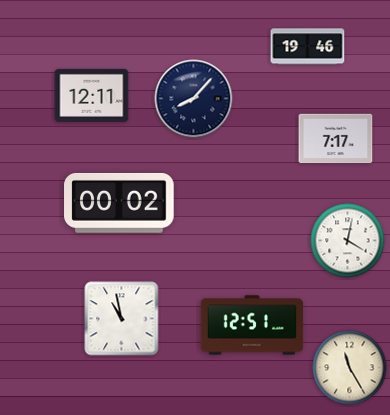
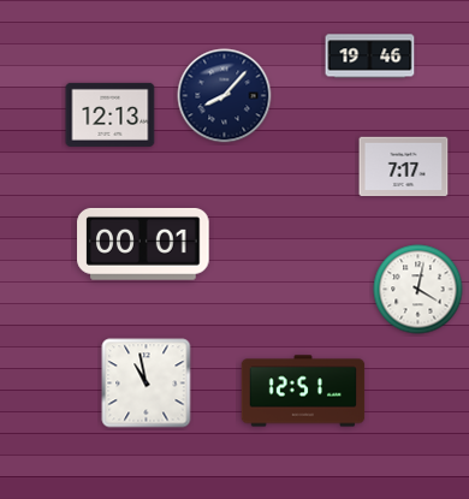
clock at (92, 95): 12:11 -> 12:13
clock at (194, 99) position: (194, 99) -> (225, 96)
clock at (119, 203): 00:02 -> 00:01
clock at (350, 368): 11:25 -> none
